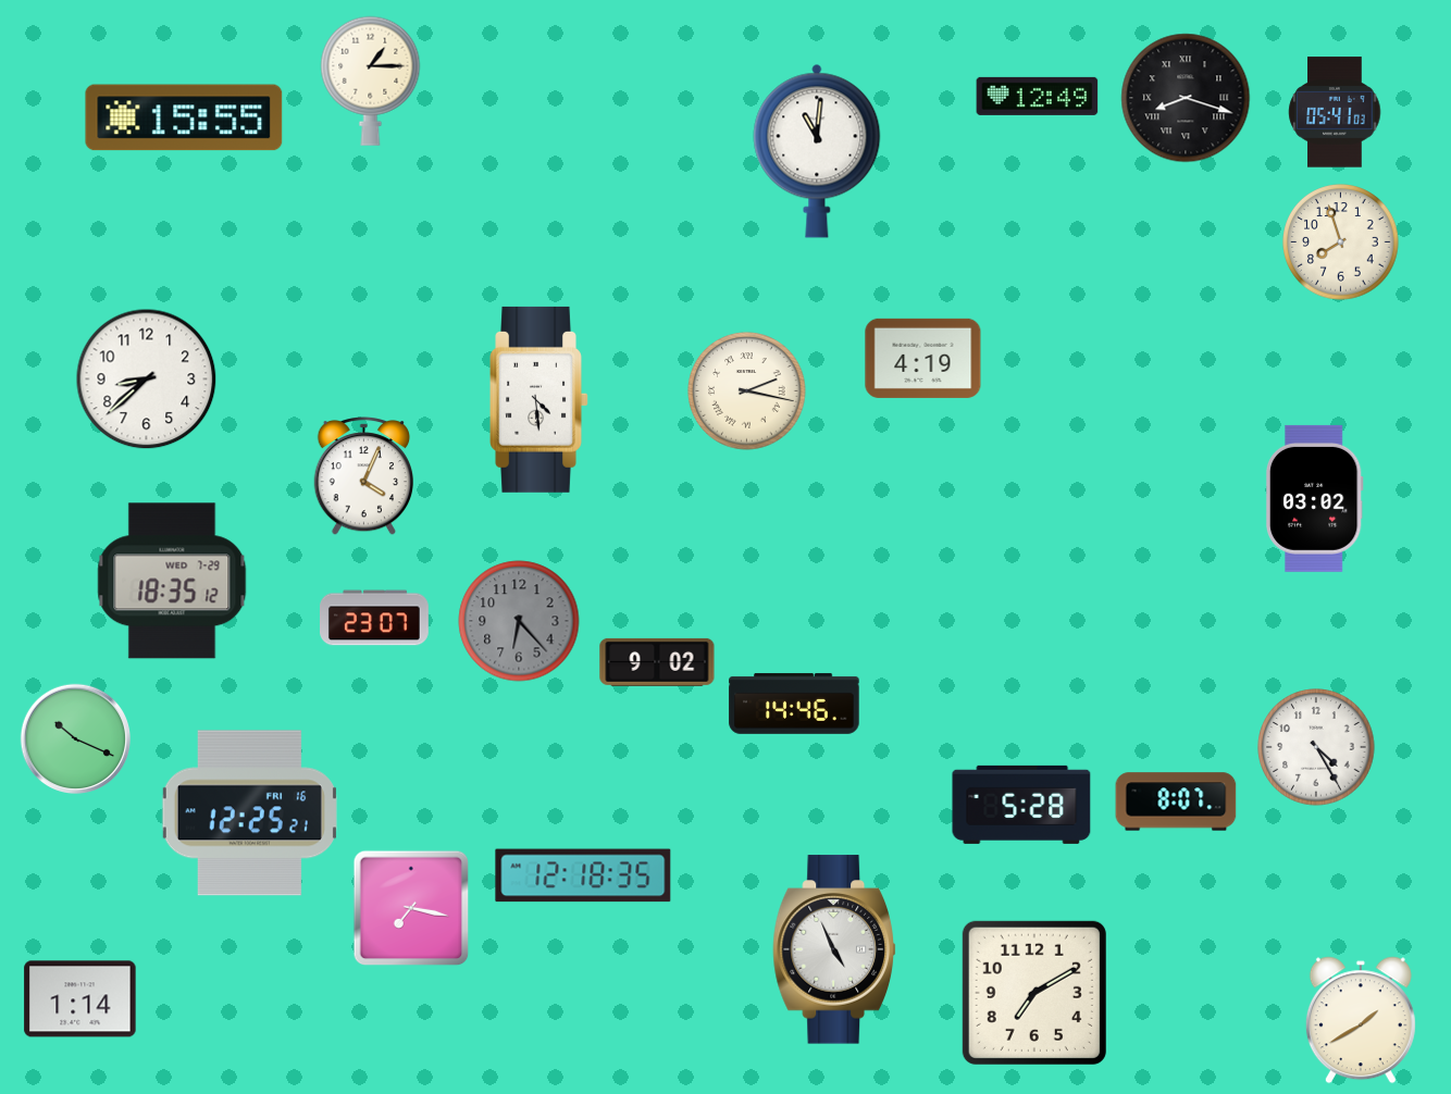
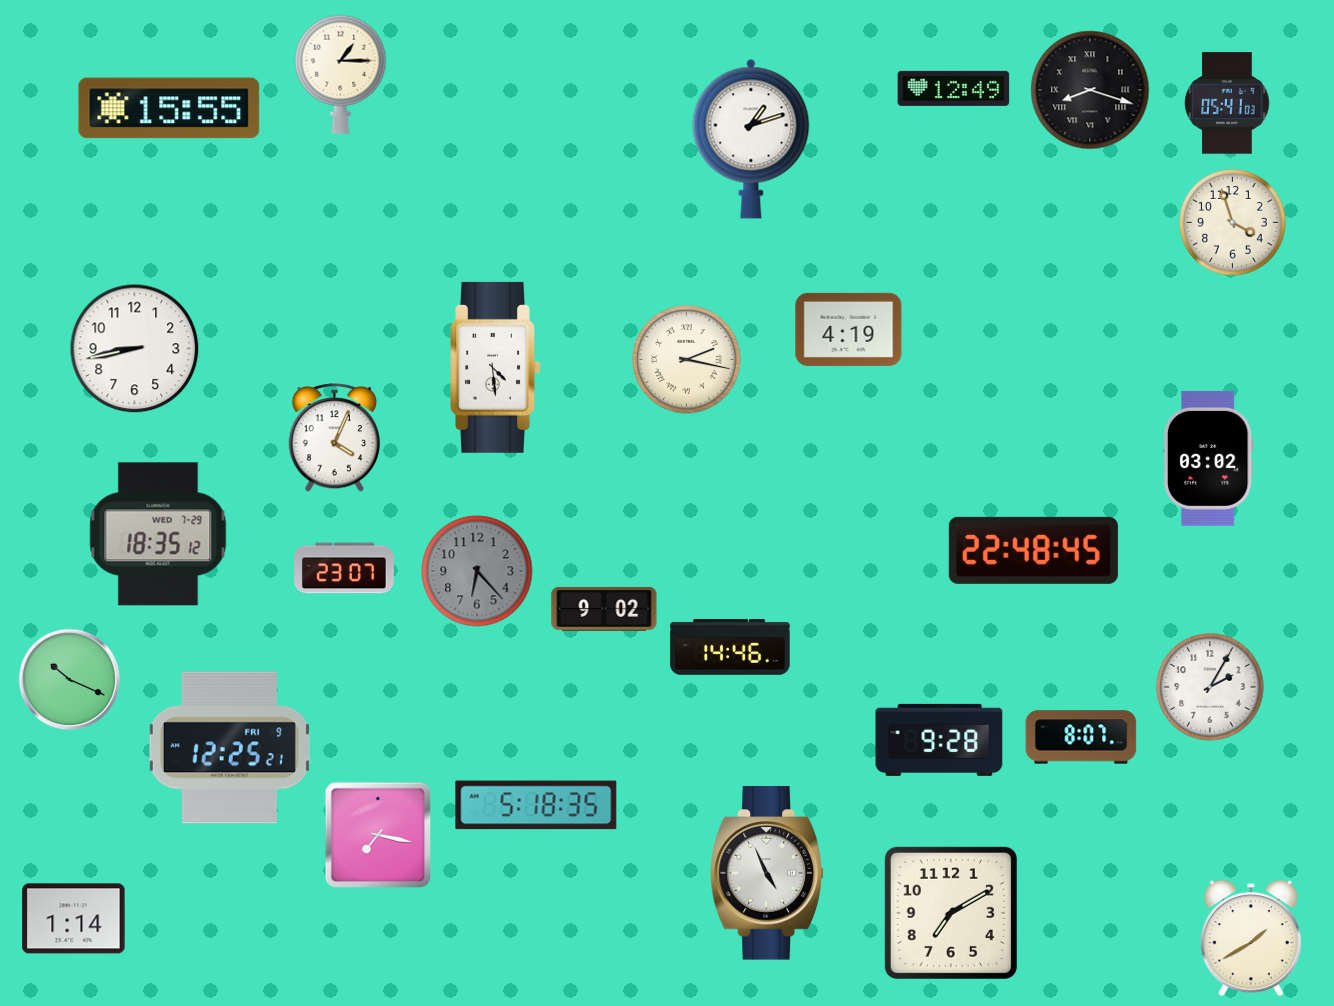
clock at (817, 151): 11:01 -> 1:12
clock at (1341, 243): 7:57 -> 3:57
clock at (147, 380): 8:38 -> 8:43
clock at (1033, 550): none -> 22:48
clock at (1316, 747): 4:25 -> 2:05
clock at (1021, 805): 5:28 -> 9:28
clock at (249, 813) date: FRI 16 -> FRI 9
clock at (583, 875): 12:18 -> 5:18
